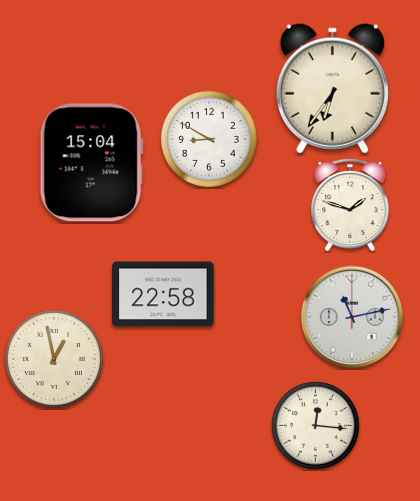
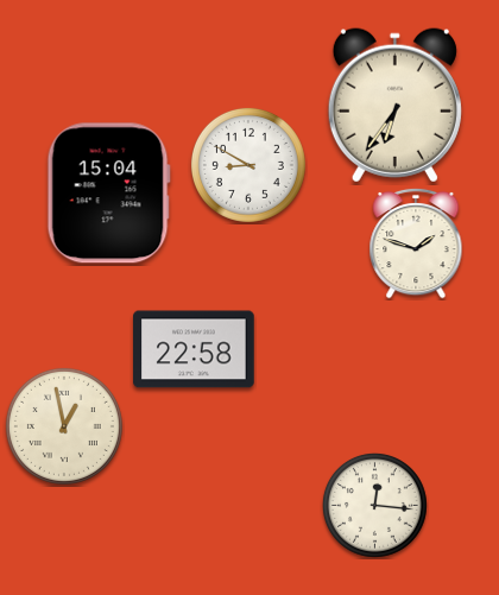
clock at (352, 317): 11:13 -> none
